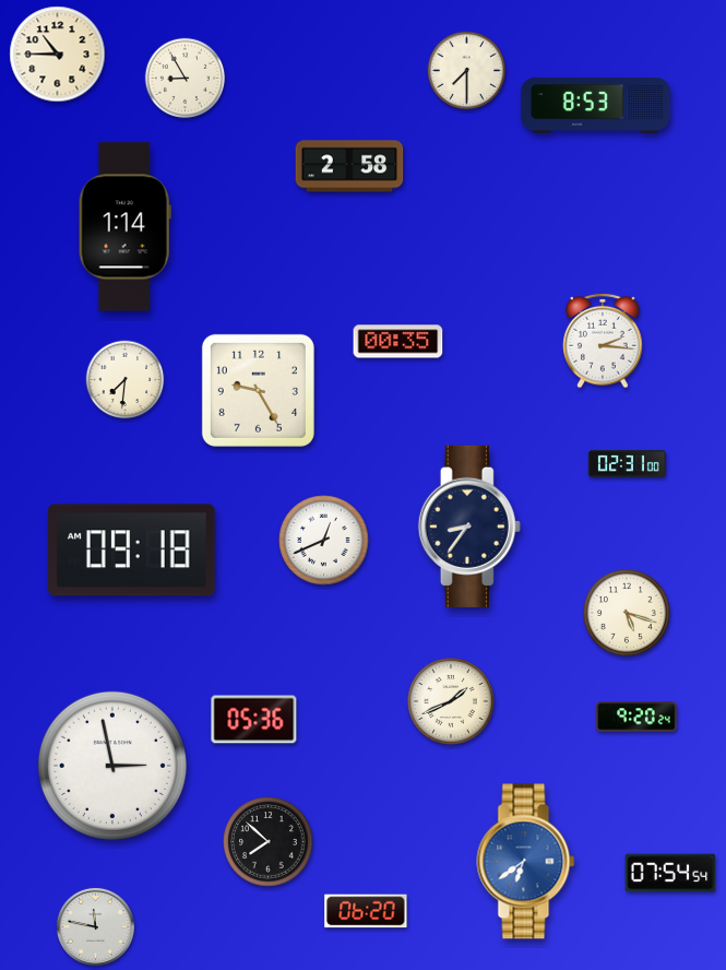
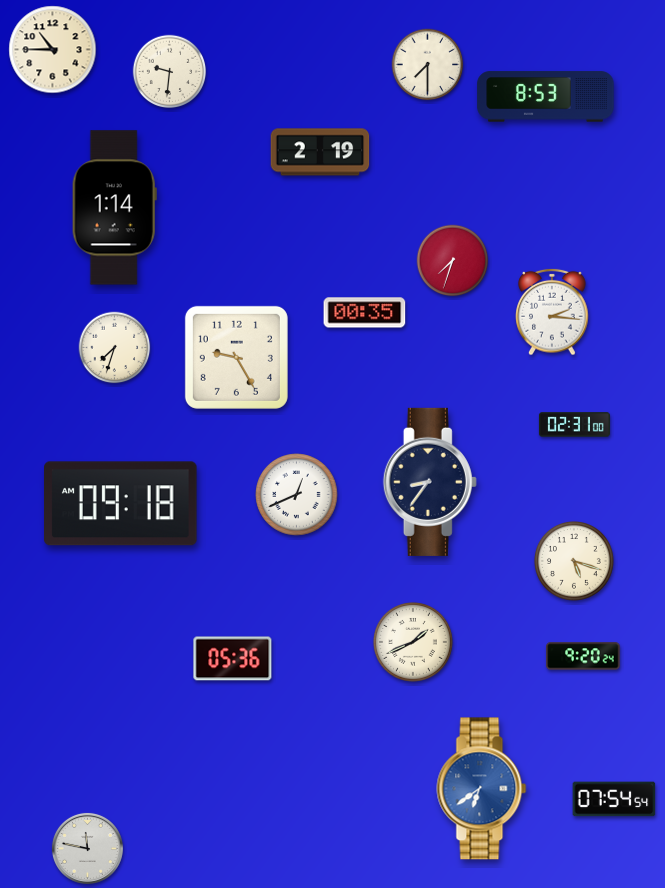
clock at (186, 79): 8:55 -> 9:31
clock at (349, 166): 2:58 -> 2:19
clock at (453, 261): none -> 7:33
clock at (126, 380): 7:31 -> 7:33
clock at (112, 766): 2:58 -> none
clock at (269, 842): 7:52 -> none
clock at (366, 911): 06:20 -> none
